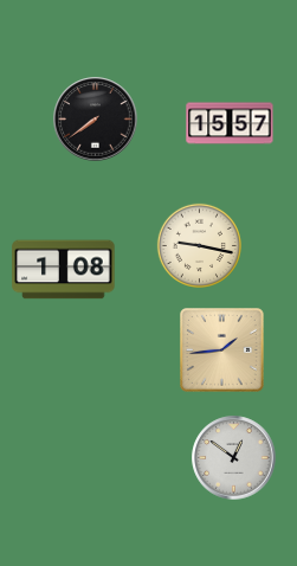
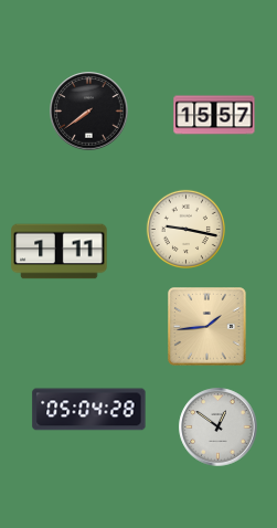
clock at (64, 270): 1:08 -> 1:11
clock at (89, 410): none -> 05:04
